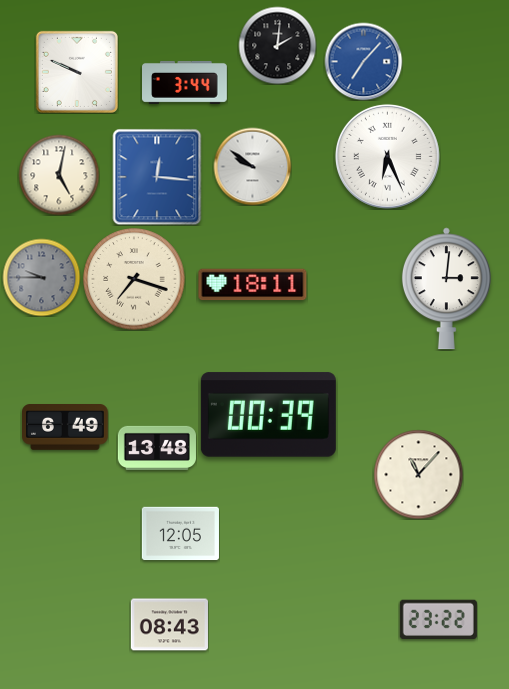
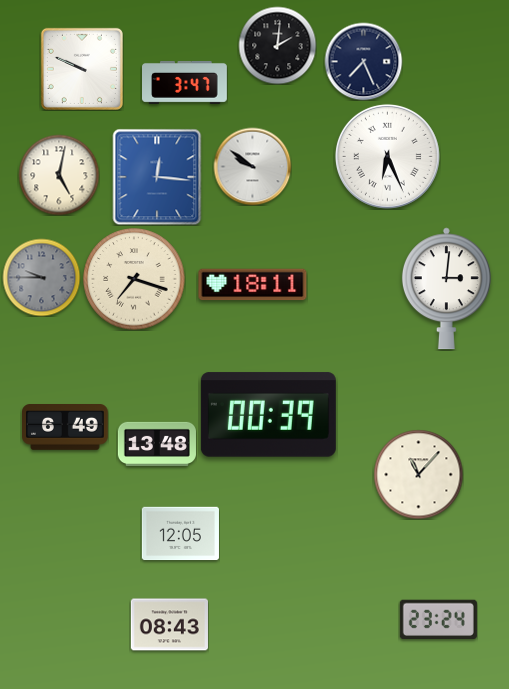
clock at (363, 61): 7:07 -> 7:26
clock at (363, 61) dial: blue -> navy
clock at (77, 72) position: (77, 72) -> (82, 69)
clock at (185, 83): 3:44 -> 3:47
clock at (157, 448) position: (157, 448) -> (157, 444)
clock at (438, 619): 23:22 -> 23:24
